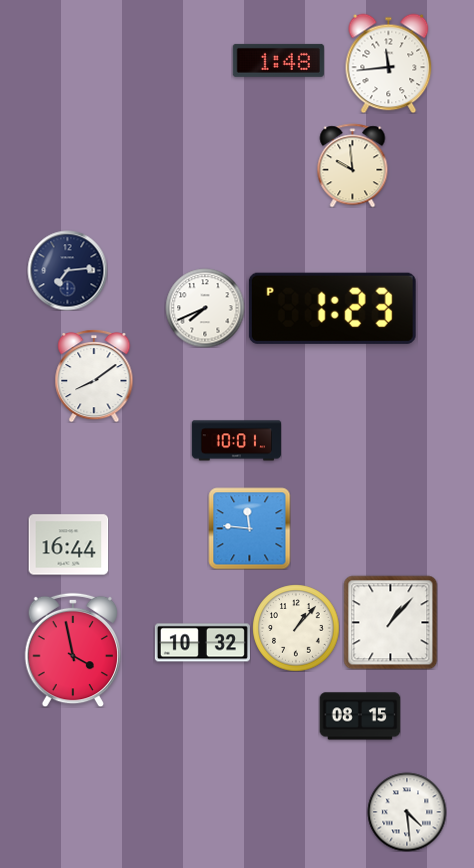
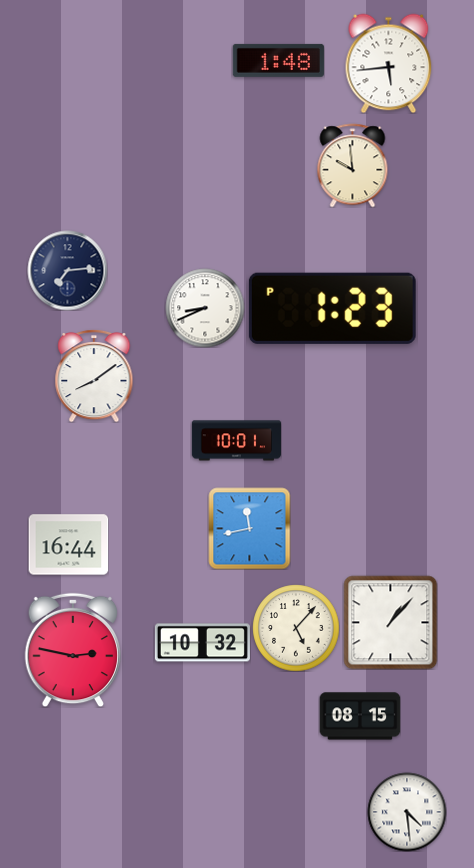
clock at (389, 63): 11:44 -> 5:44
clock at (205, 308): 7:41 -> 8:41
clock at (249, 528): 11:46 -> 11:43
clock at (296, 628): 1:07 -> 5:07
clock at (73, 650): 3:58 -> 2:47
